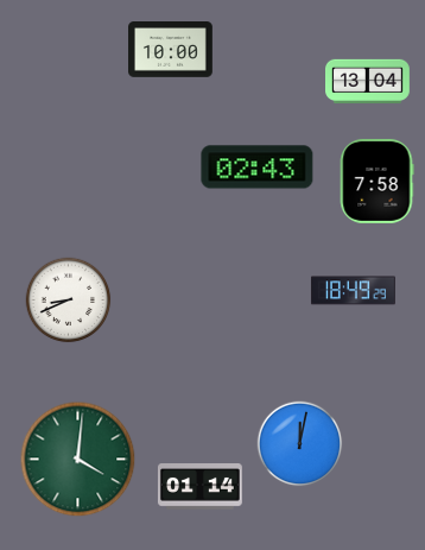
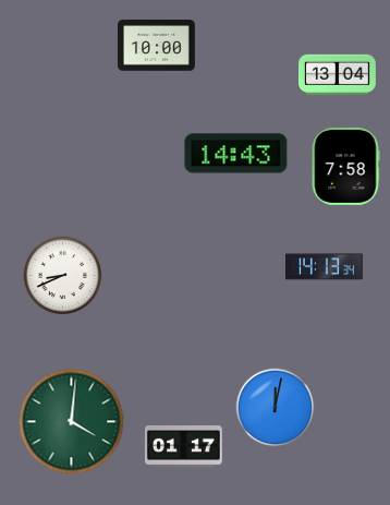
clock at (258, 167): 02:43 -> 14:43
clock at (353, 291): 18:49 -> 14:13
clock at (201, 487): 01:14 -> 01:17
